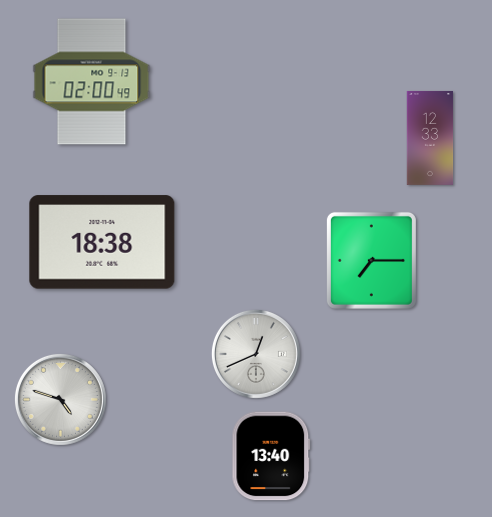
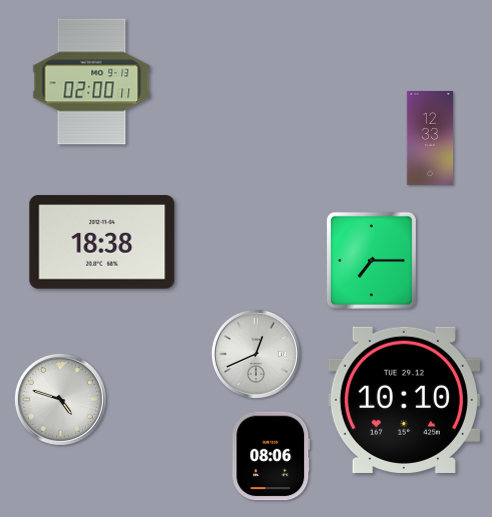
clock at (92, 82): 02:00:49 -> 02:00:11
clock at (404, 400): none -> 10:10
clock at (271, 456): 13:40 -> 08:06
